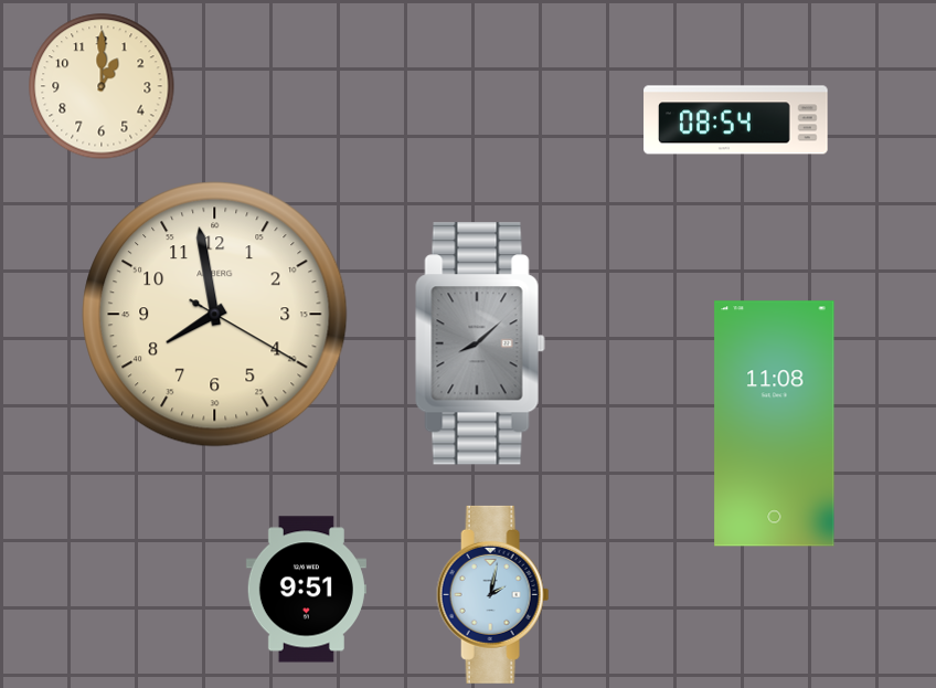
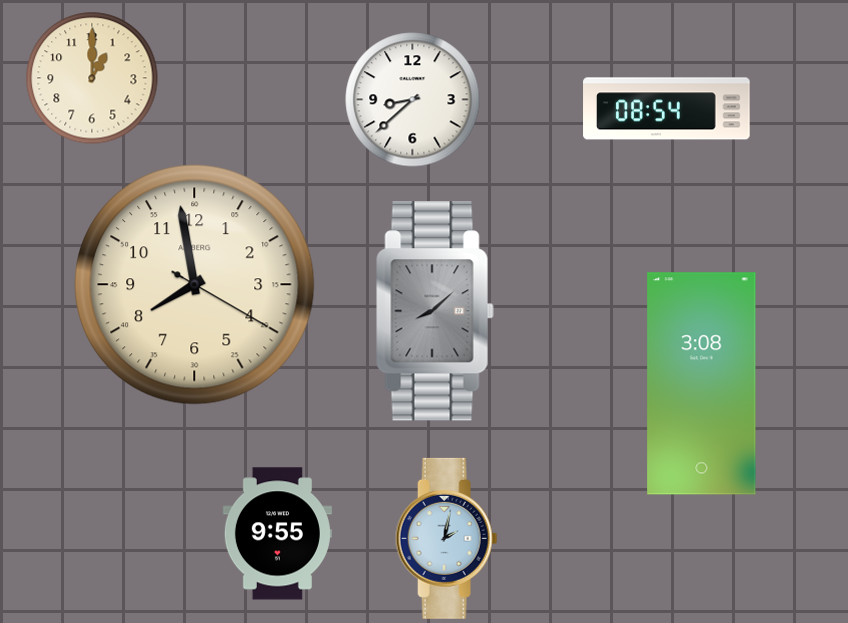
clock at (413, 100): none -> 8:38
clock at (775, 424): 11:08 -> 3:08
clock at (306, 590): 9:51 -> 9:55
